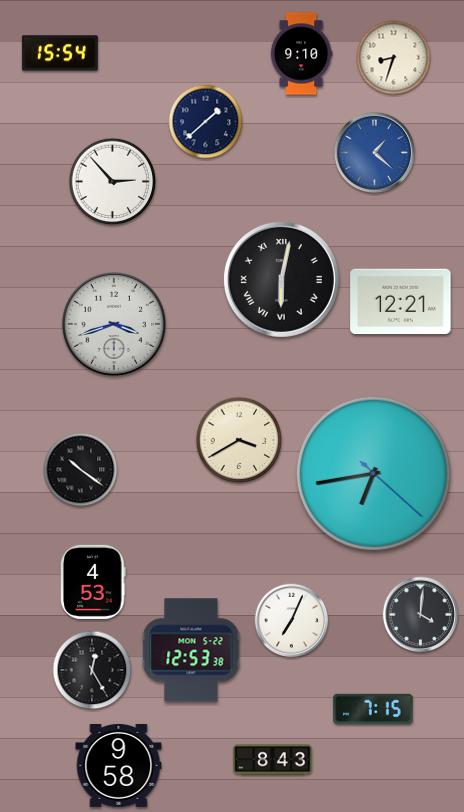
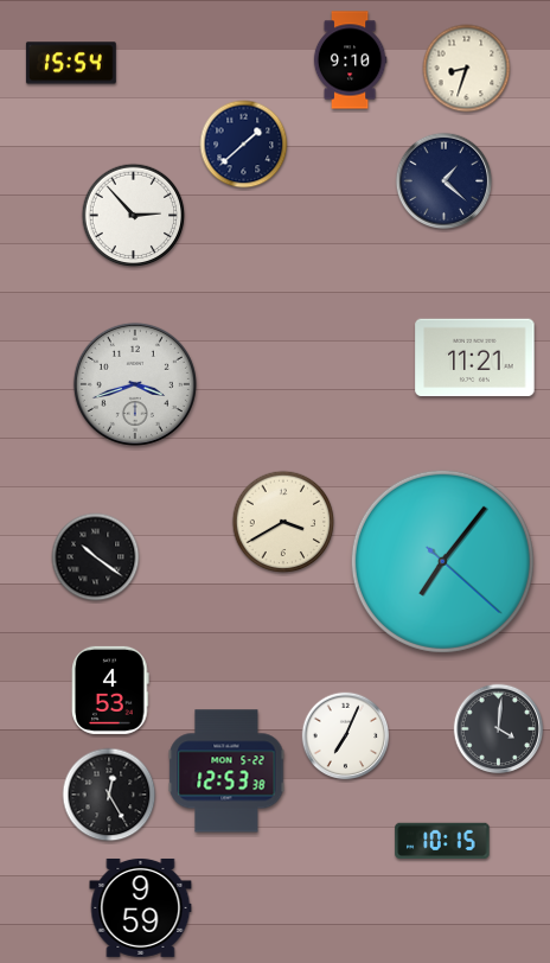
clock at (301, 54) position: (301, 54) -> (350, 60)
clock at (375, 153) dial: blue -> navy
clock at (281, 279): 6:02 -> none
clock at (401, 302): 12:21 -> 11:21
clock at (373, 473): 6:43 -> 7:06
clock at (373, 708): 7:15 -> 10:15
clock at (273, 760): 8:43 -> none
clock at (119, 765): 9:58 -> 9:59
